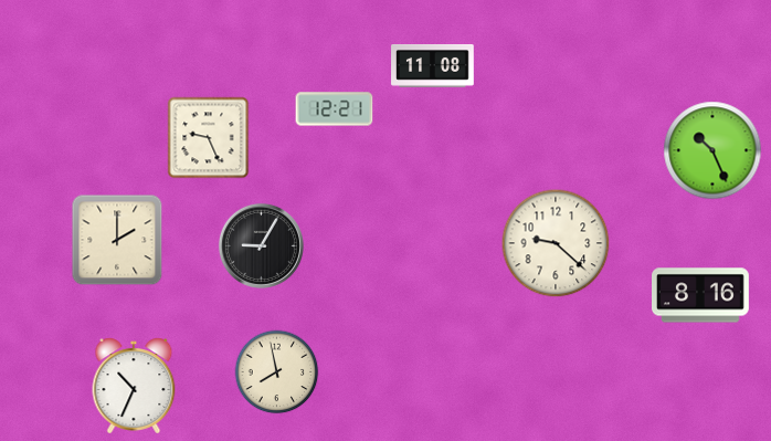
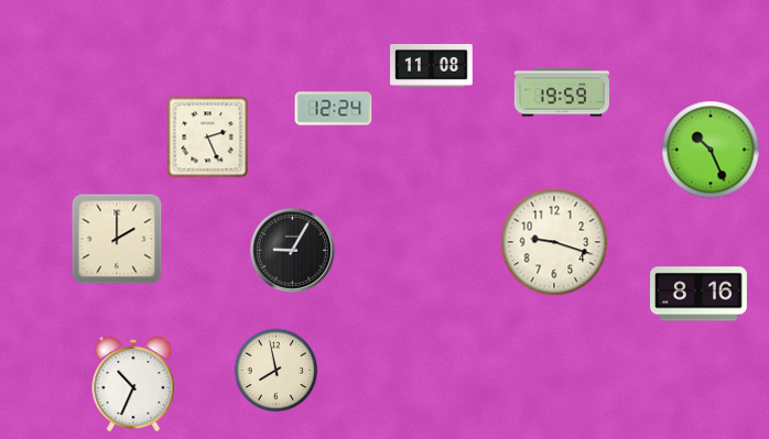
clock at (562, 92): none -> 19:59
clock at (335, 109): 12:21 -> 12:24
clock at (209, 138): 9:26 -> 2:26
clock at (556, 243): 9:22 -> 9:18
clock at (261, 245) position: (261, 245) -> (292, 250)
